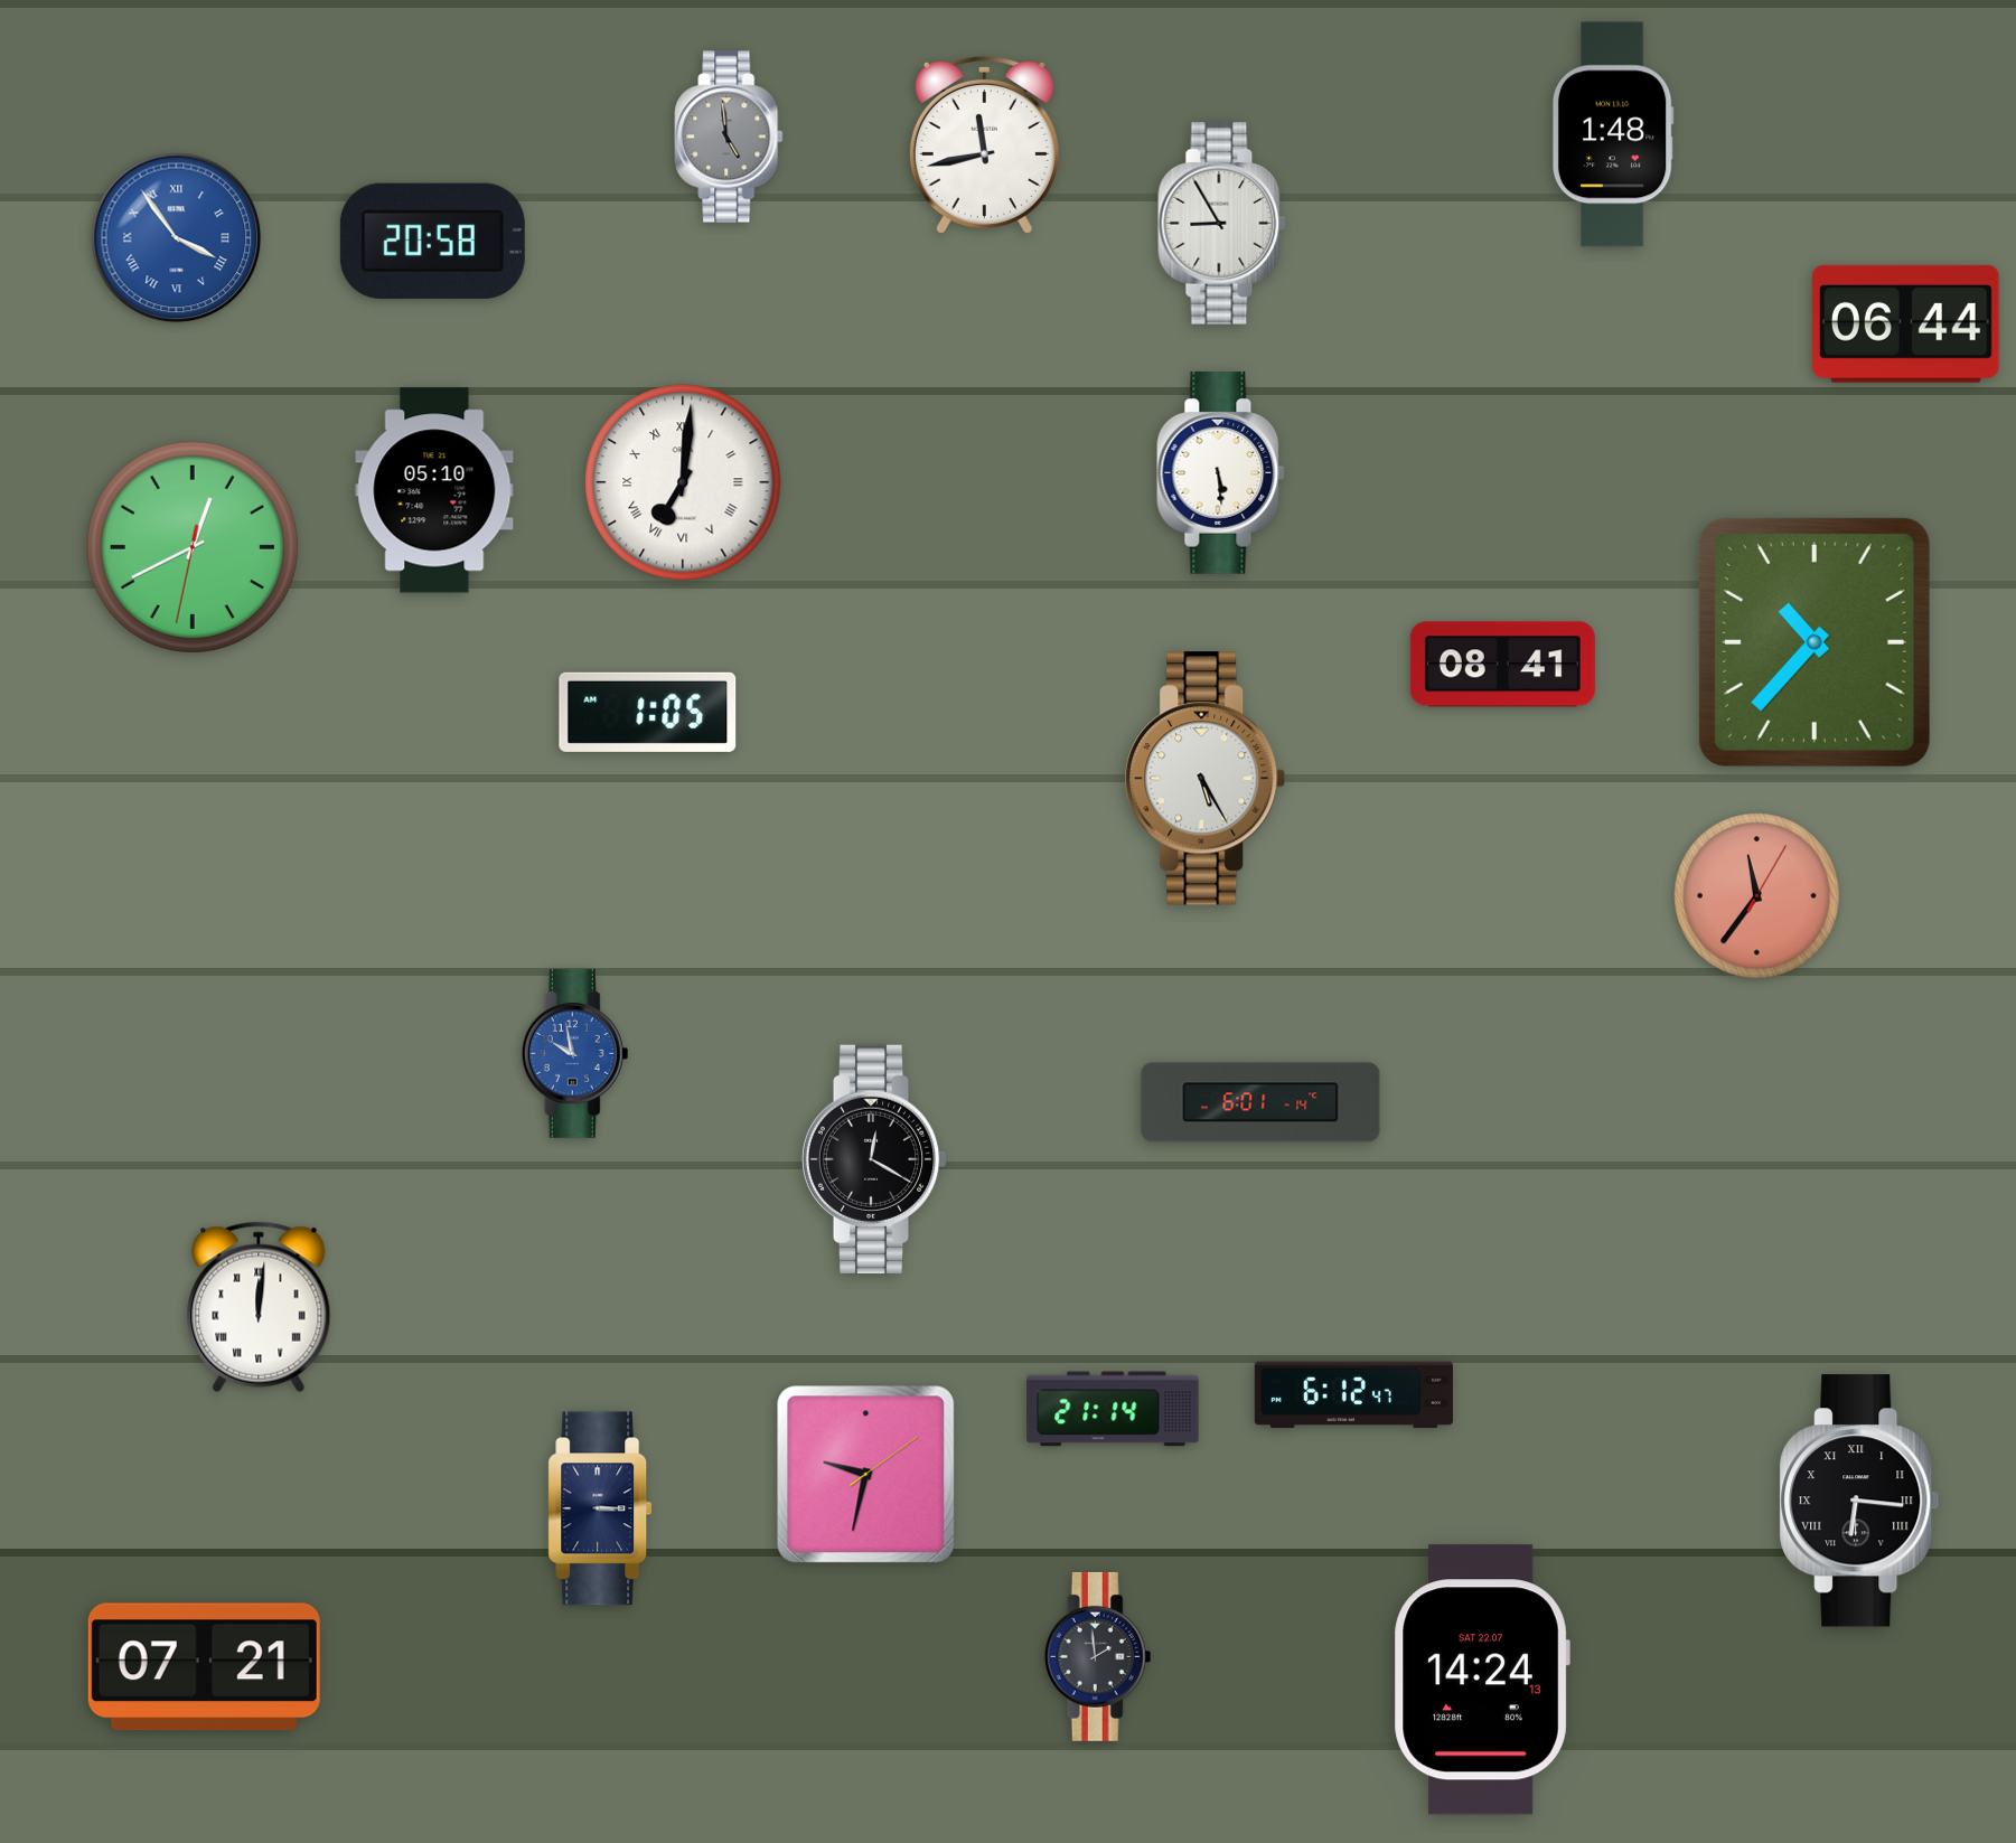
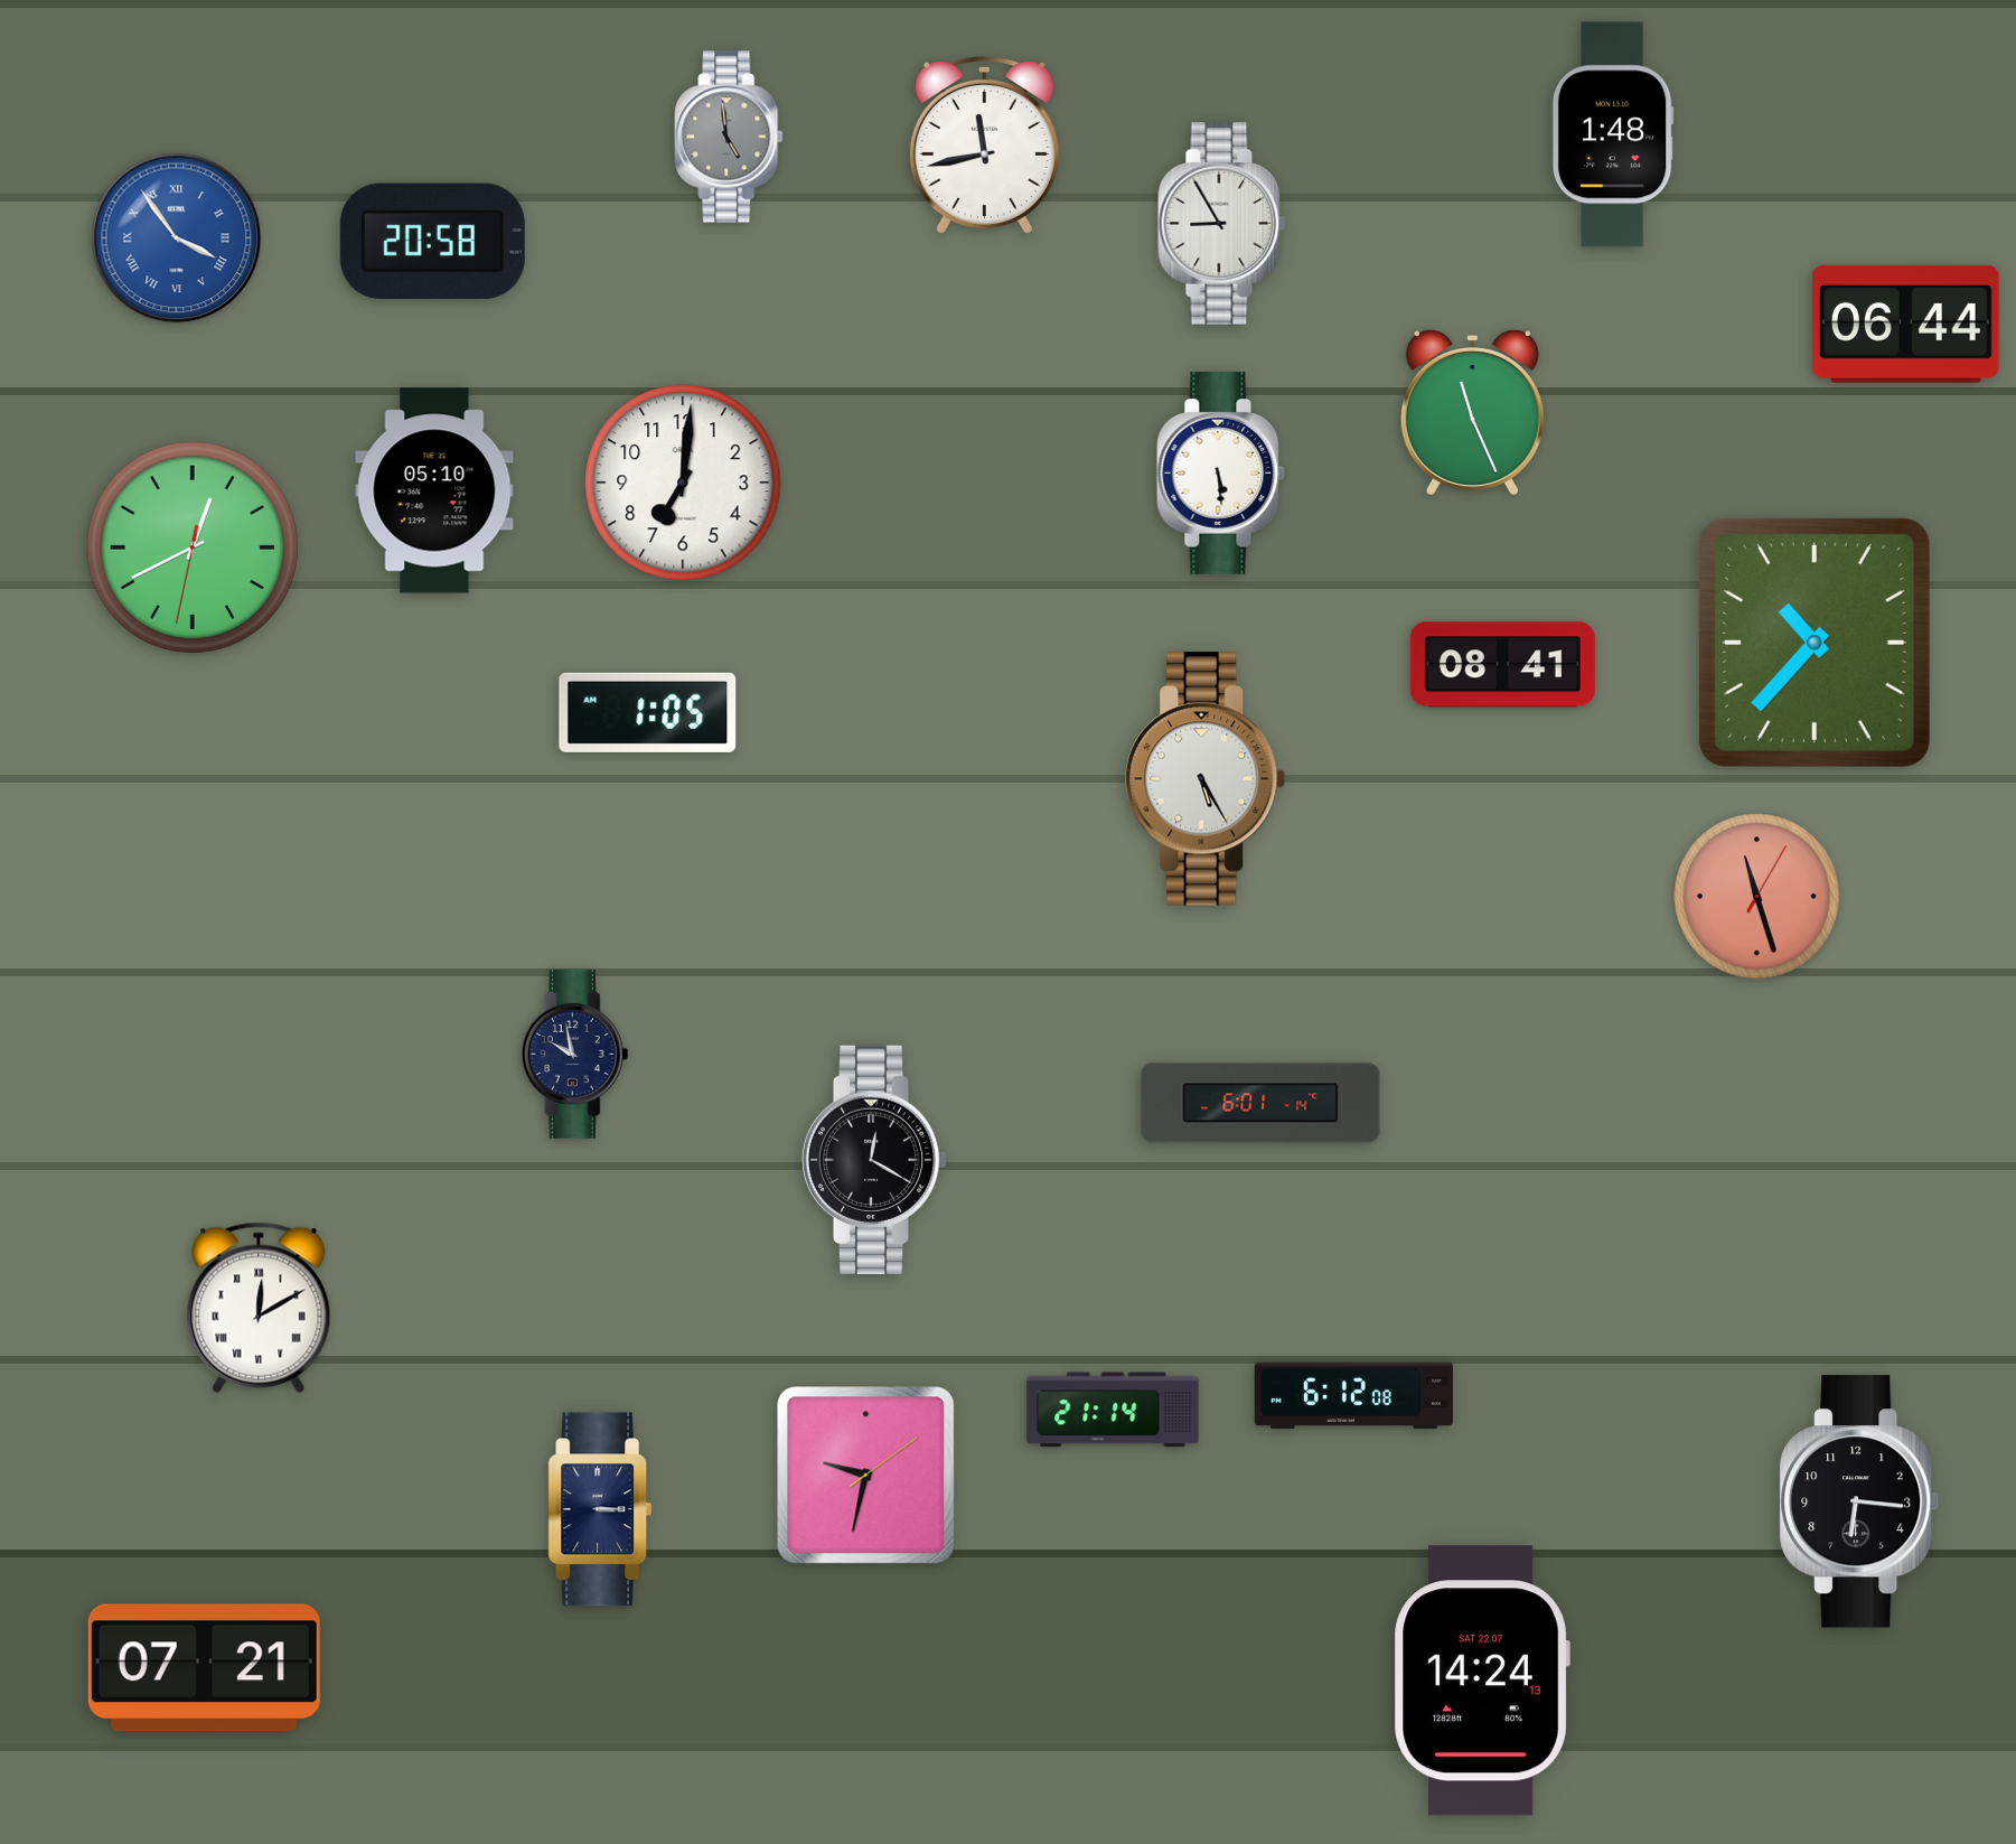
clock at (1472, 413): none -> 11:26
clock at (683, 482) numerals: Roman -> Arabic
clock at (1757, 896): 11:36 -> 11:27
clock at (575, 1053) dial: blue -> navy
clock at (259, 1307): 12:01 -> 12:10
clock at (1353, 1395): 6:12:47 -> 6:12:08
clock at (1859, 1501) numerals: Roman -> Arabic
clock at (1098, 1656): 1:59 -> none
